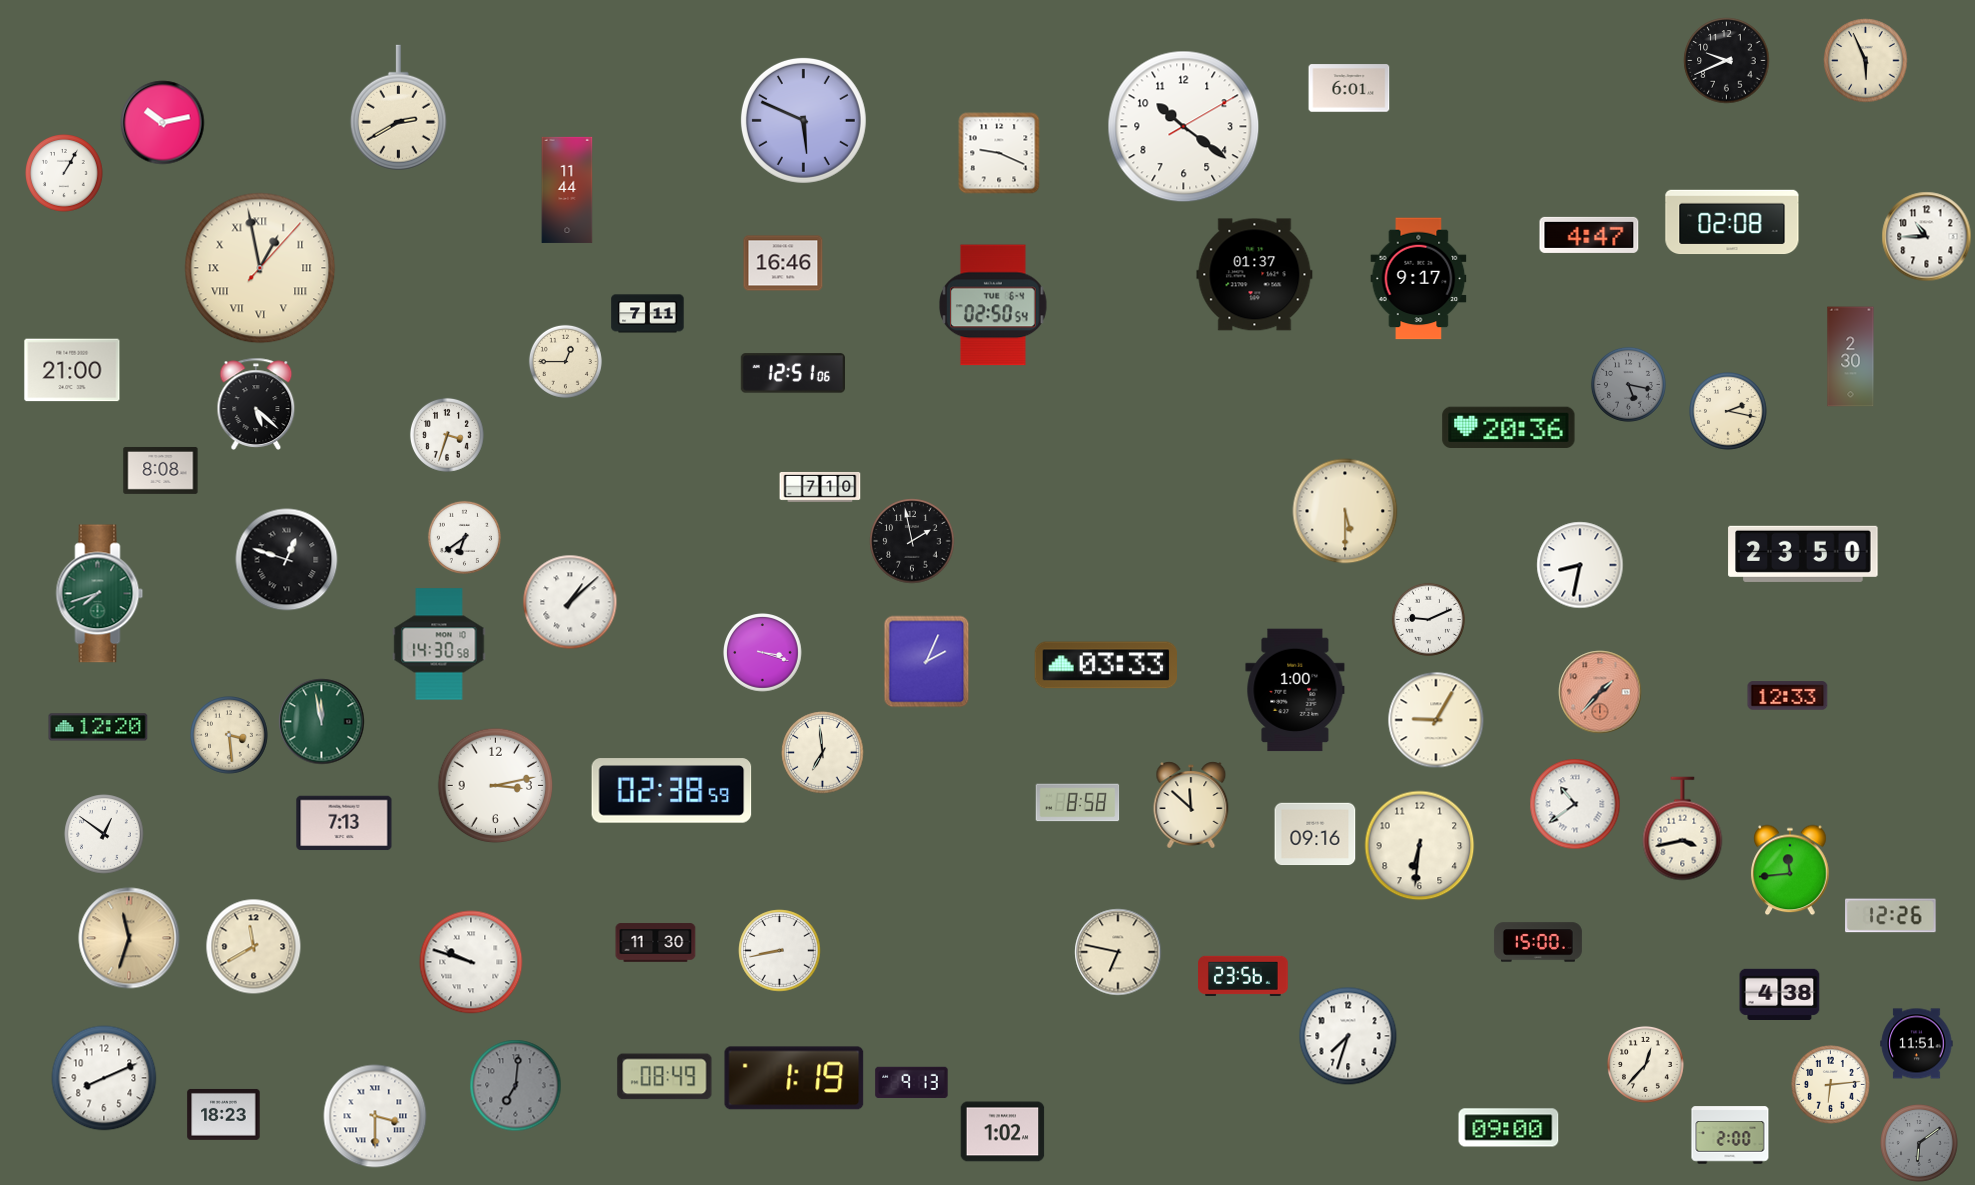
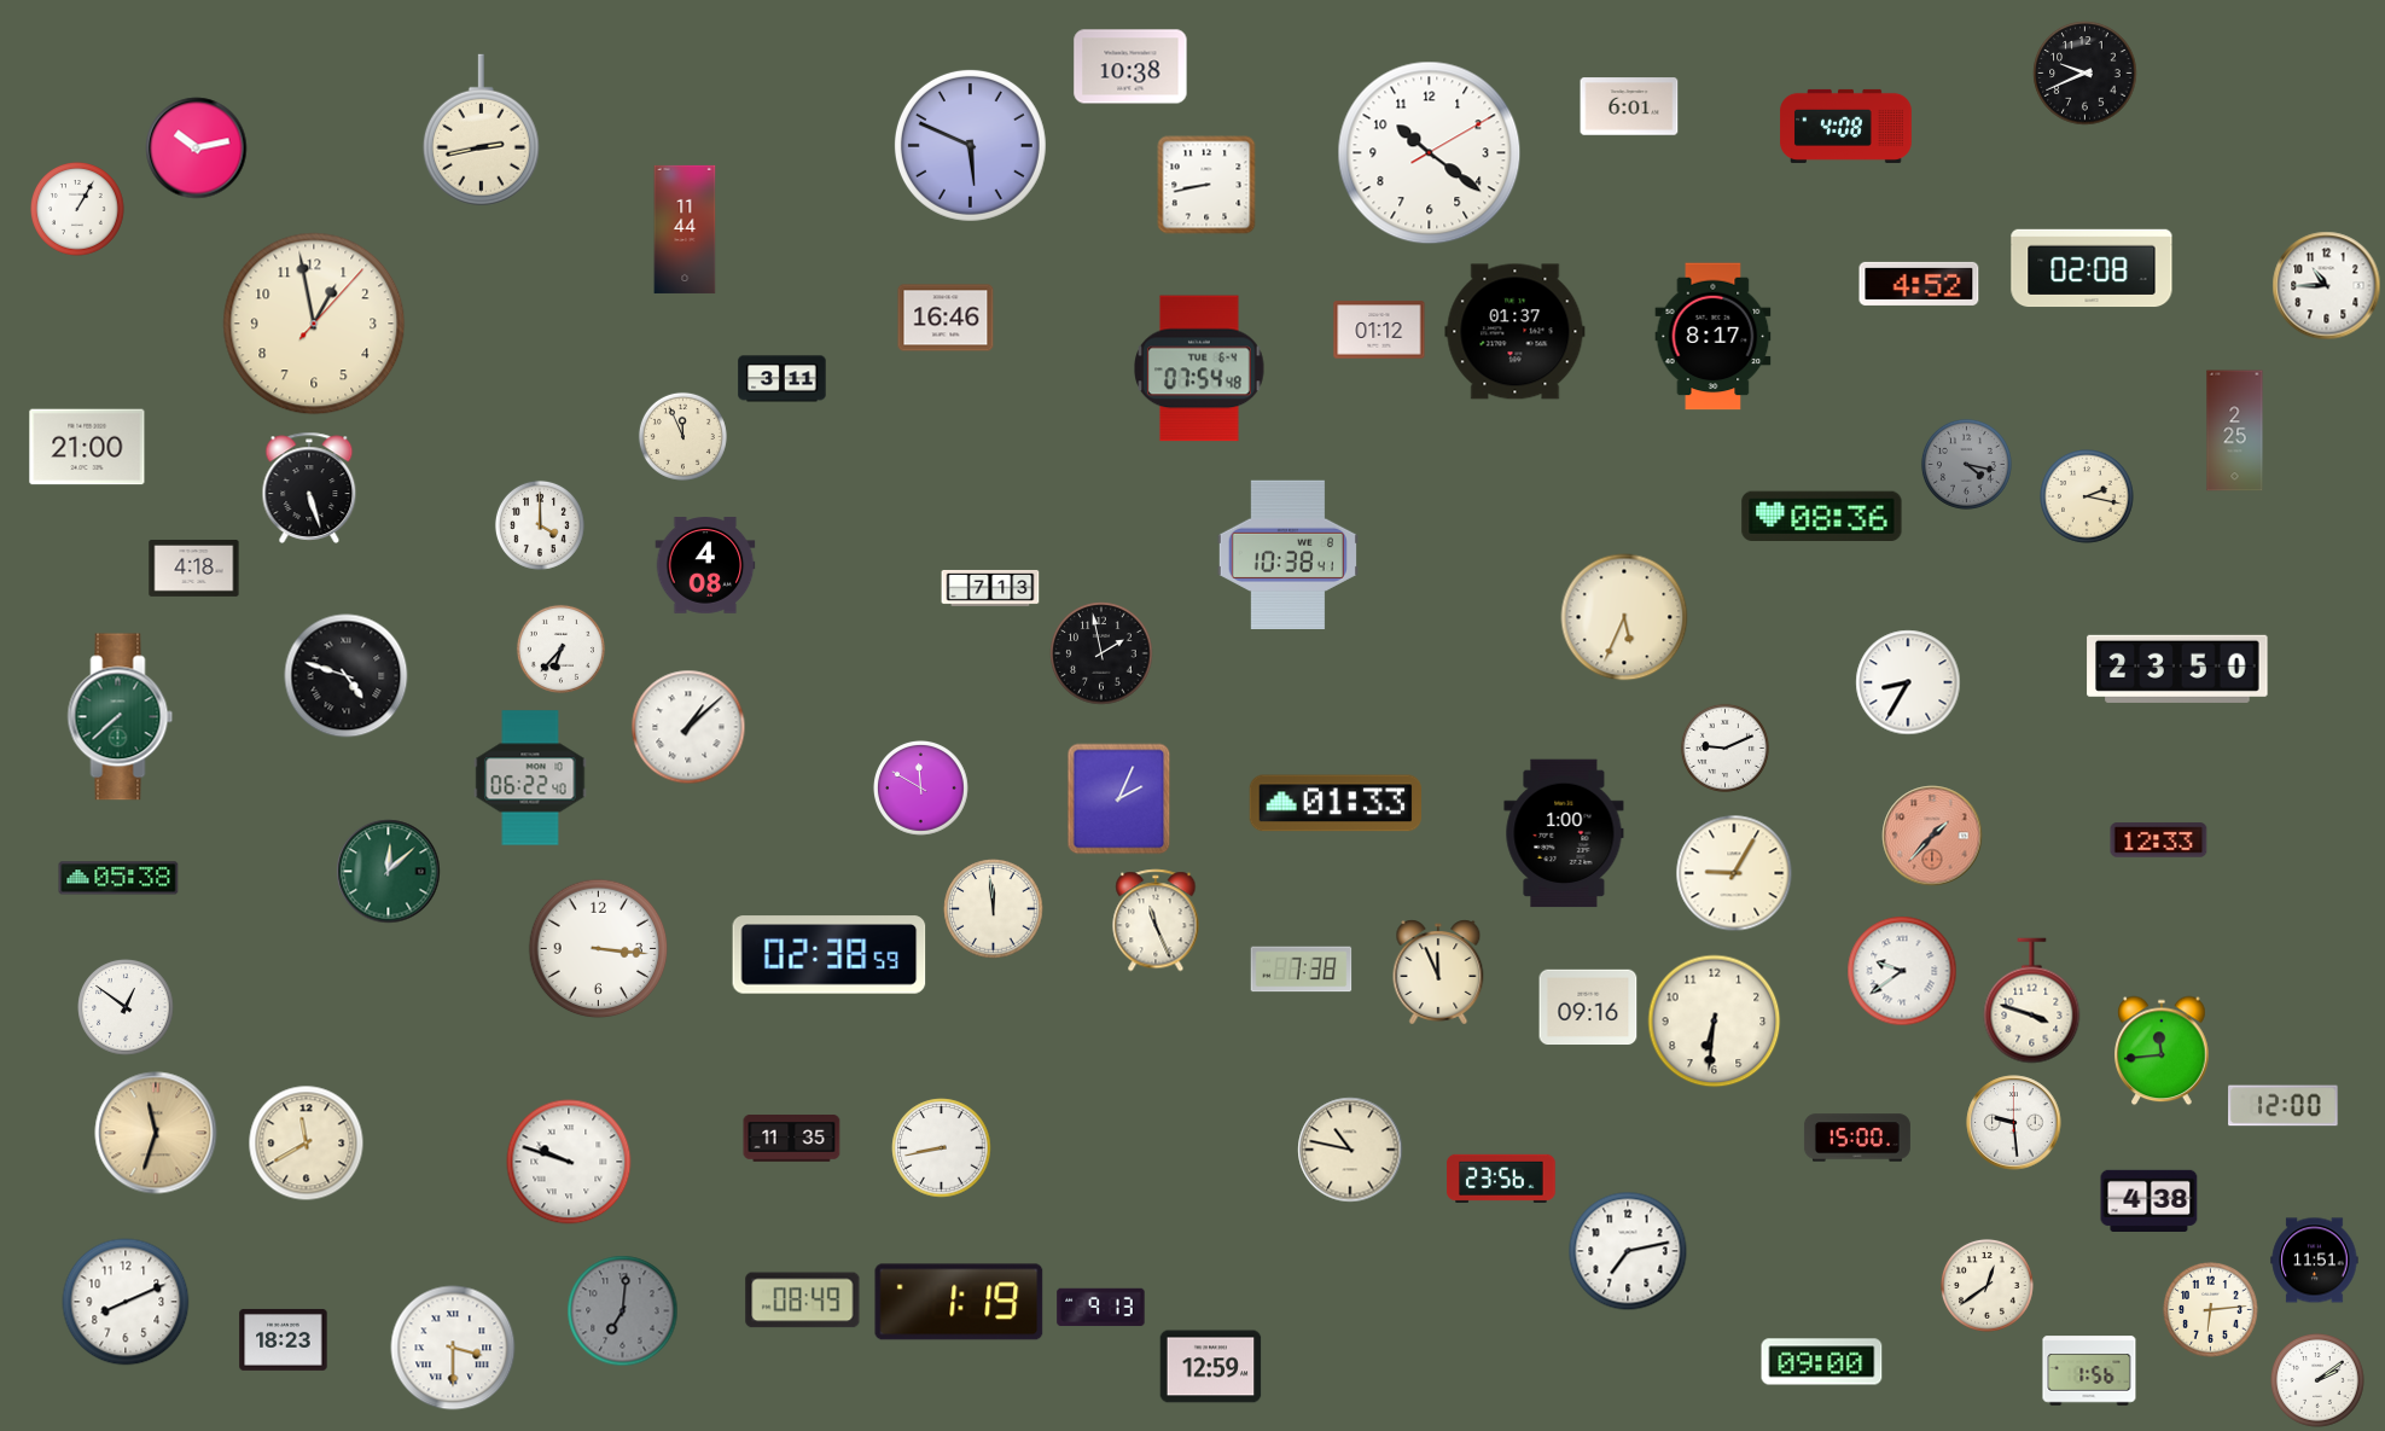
clock at (1130, 66): none -> 10:38
clock at (1866, 61): 5:56 -> none
clock at (1846, 126): none -> 4:08
clock at (398, 108): 2:40 -> 2:43
clock at (999, 153): 9:19 -> 8:43
clock at (1589, 235): 4:47 -> 4:52
clock at (260, 268) numerals: Roman -> Arabic
clock at (1379, 330): none -> 01:12
clock at (1419, 279): 9:17 -> 8:17
clock at (994, 305): 02:50 -> 07:54
clock at (648, 314): 7:11 -> 3:11
clock at (1851, 357): 2:30 -> 2:25
clock at (565, 361): 12:45 -> 11:56
clock at (792, 373): 12:51 -> none
clock at (1628, 384): 5:17 -> 4:17
clock at (256, 404): 5:22 -> 5:27
clock at (1509, 427): 20:36 -> 08:36
clock at (447, 435): 3:33 -> 4:00
clock at (1287, 554): none -> 10:38
clock at (705, 565): none -> 4:08
clock at (161, 470): 8:08 -> 4:18
clock at (820, 487): 7:10 -> 7:13
clock at (1345, 511): 5:30 -> 5:34
clock at (464, 537): 6:39 -> 6:37
clock at (287, 560): 12:48 -> 4:48
clock at (1580, 565): 8:32 -> 8:35
clock at (100, 594): 7:42 -> 7:38
clock at (439, 644): 14:30 -> 06:22
clock at (763, 653): 3:18 -> 11:50
clock at (1106, 665): 03:33 -> 01:33
clock at (1436, 720) position: (1436, 720) -> (1734, 873)
clock at (322, 722): 11:58 -> 12:08
clock at (98, 727): 12:20 -> 05:38
clock at (230, 736): 3:29 -> none
clock at (823, 753): 6:59 -> 11:59
clock at (1156, 920): none -> 11:26
clock at (496, 786): 3:13 -> 3:16
clock at (672, 791) position: (672, 791) -> (830, 955)
clock at (1078, 803): 8:58 -> 7:38
clock at (1575, 804): 10:39 -> 9:39
clock at (1191, 805): 11:52 -> 11:56
clock at (344, 823): 7:13 -> none
clock at (1683, 829): 3:43 -> 3:48
clock at (1891, 916): 12:26 -> 12:00
clock at (2014, 1123): none -> 9:29
clock at (656, 943): 11:30 -> 11:35
clock at (1118, 952): 6:47 -> 10:47
clock at (1348, 1036): 7:33 -> 7:13
clock at (1645, 1064): 12:37 -> 12:39
clock at (224, 1115) position: (224, 1115) -> (284, 1340)
clock at (1003, 1132): 1:02 -> 12:59
clock at (1730, 1135): 2:00 -> 1:56
clock at (1920, 1144): 6:09 -> 2:09
clock at (1920, 1144) dial: grey -> white
